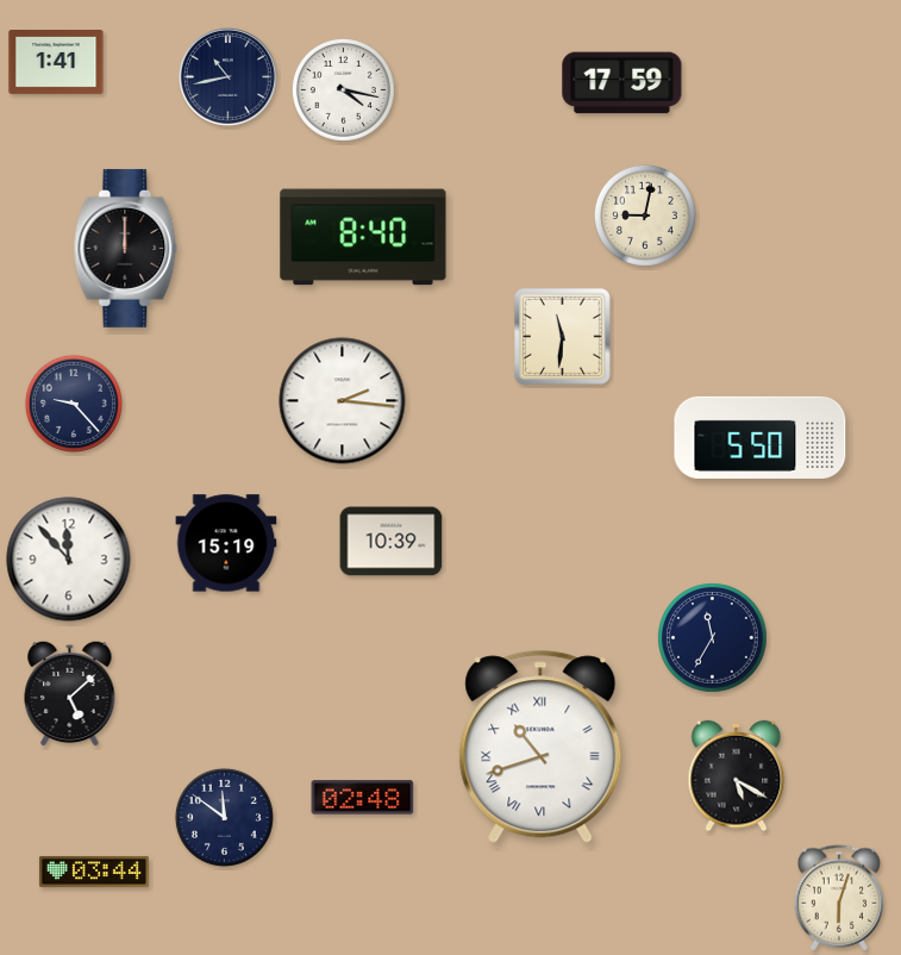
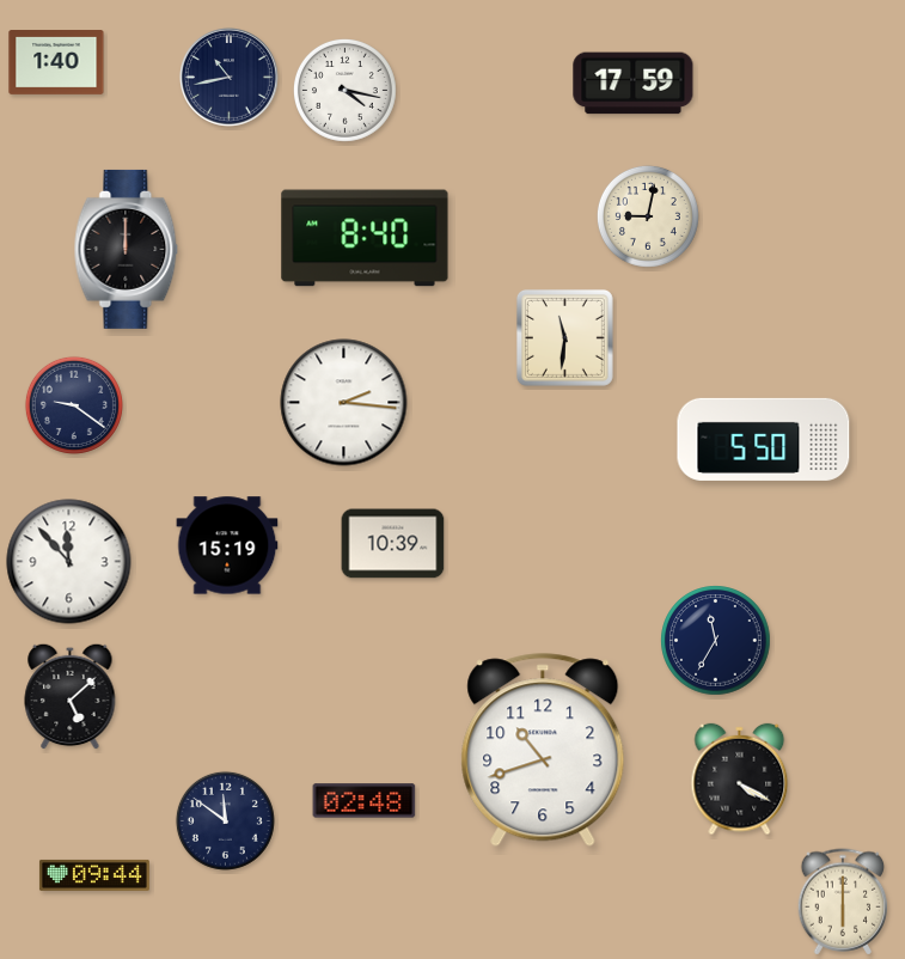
clock at (56, 63): 1:41 -> 1:40
clock at (622, 83) position: (622, 83) -> (634, 84)
clock at (74, 404): 9:23 -> 9:21
clock at (540, 747) numerals: Roman -> Arabic
clock at (737, 776): 5:20 -> 4:20
clock at (94, 872): 03:44 -> 09:44
clock at (839, 898): 6:03 -> 6:00
